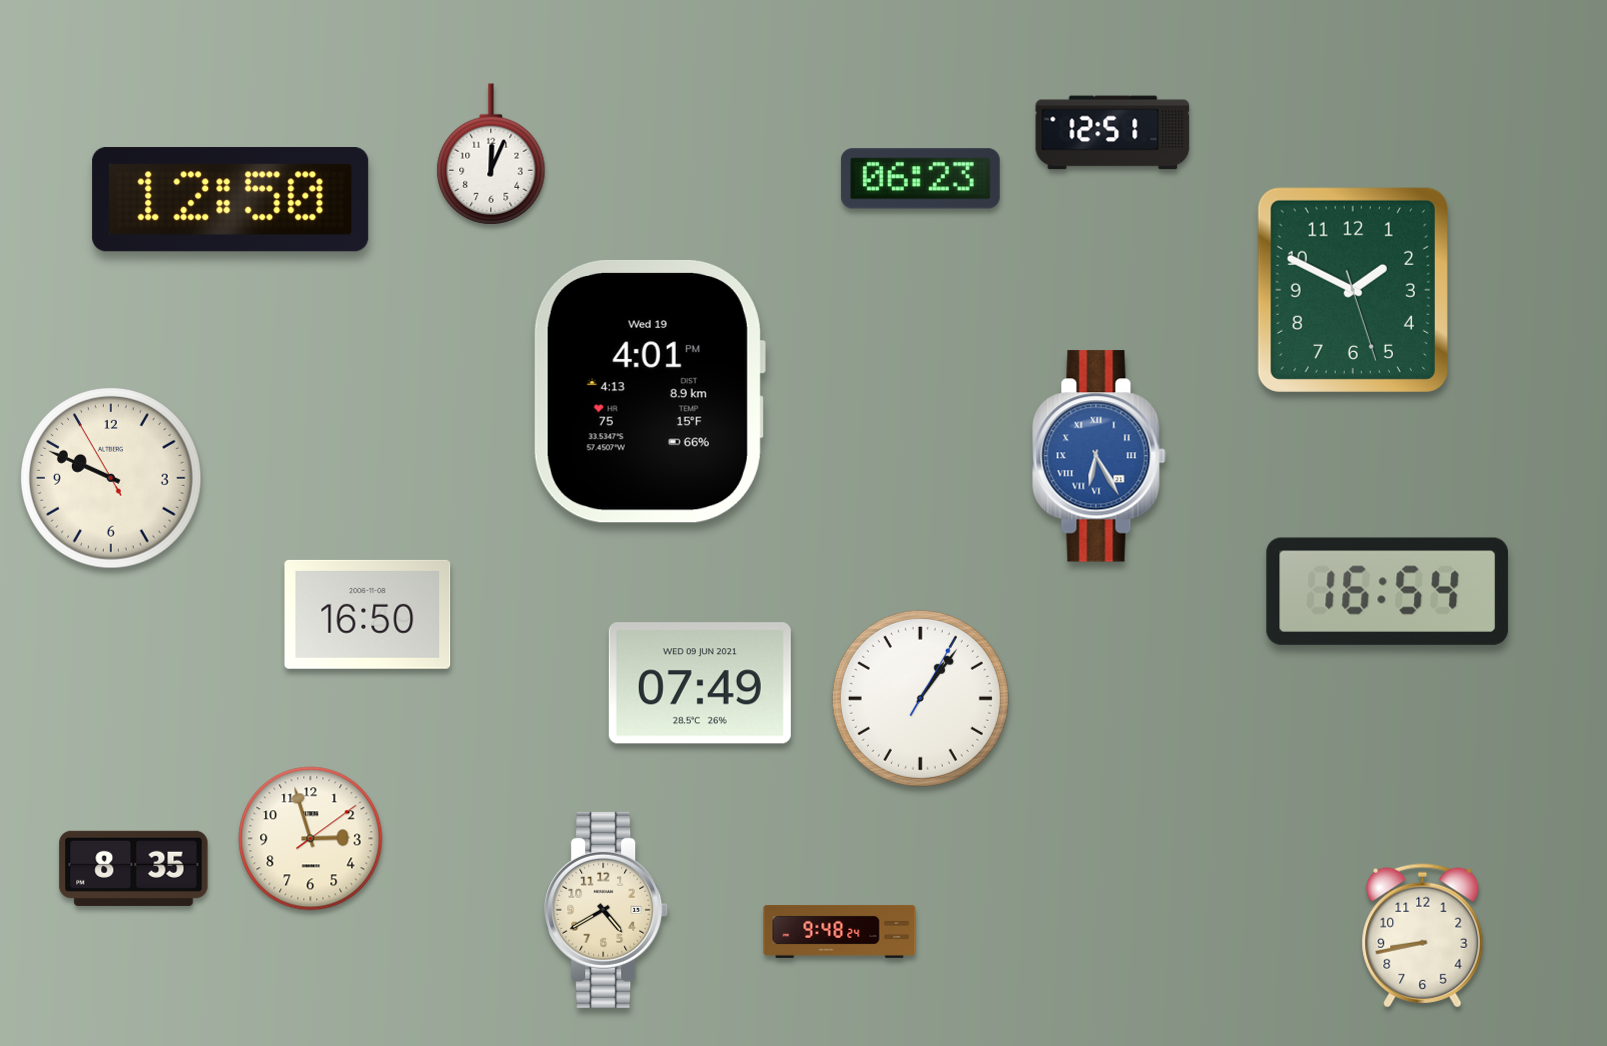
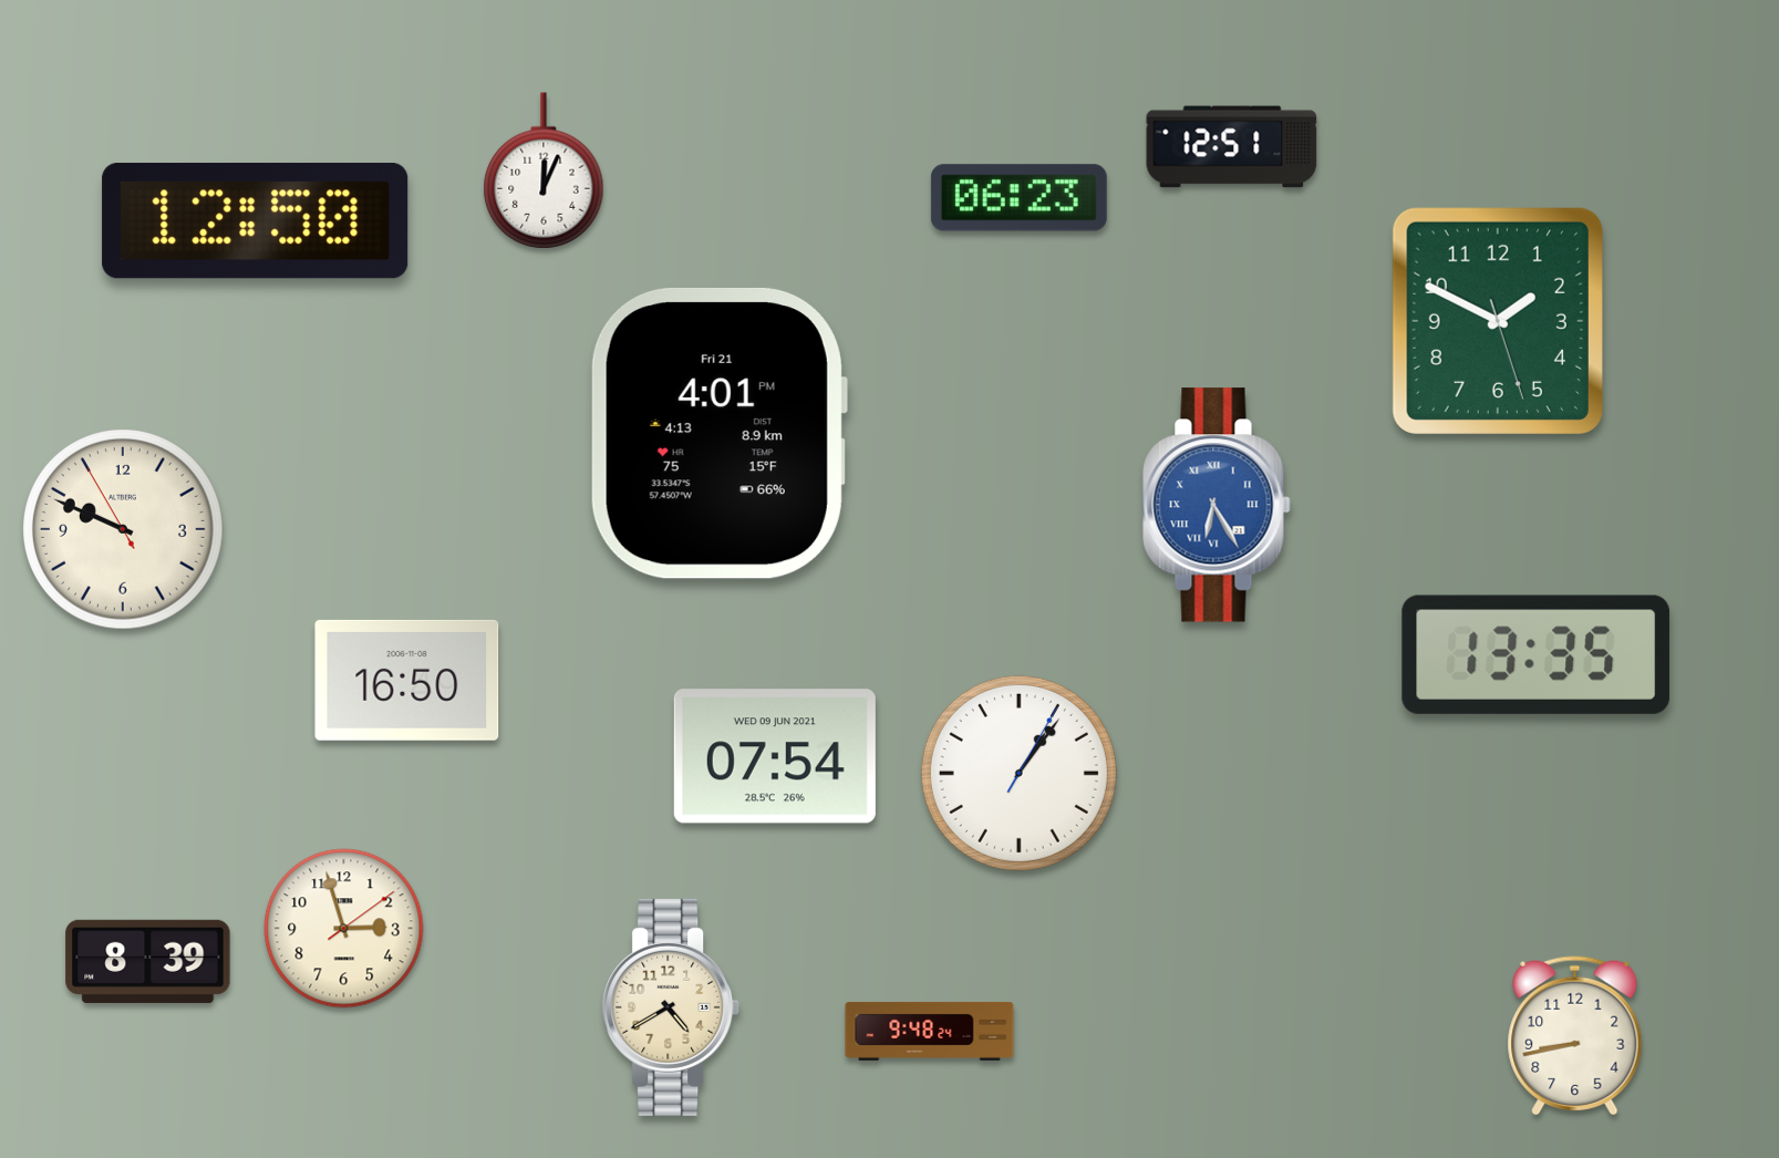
clock at (649, 391) date: Wed 19 -> Fri 21
clock at (1387, 591): 16:54 -> 13:35
clock at (700, 683): 07:49 -> 07:54
clock at (134, 868): 8:35 -> 8:39
